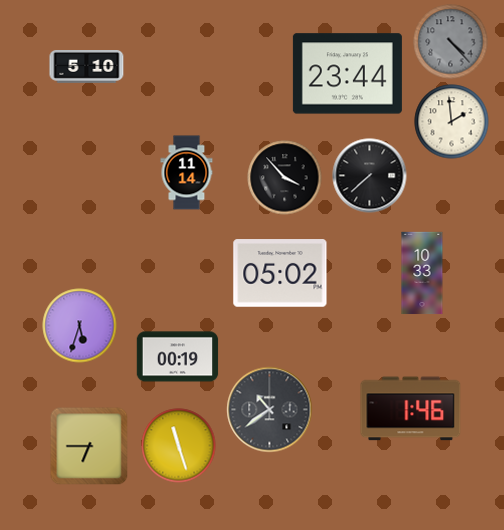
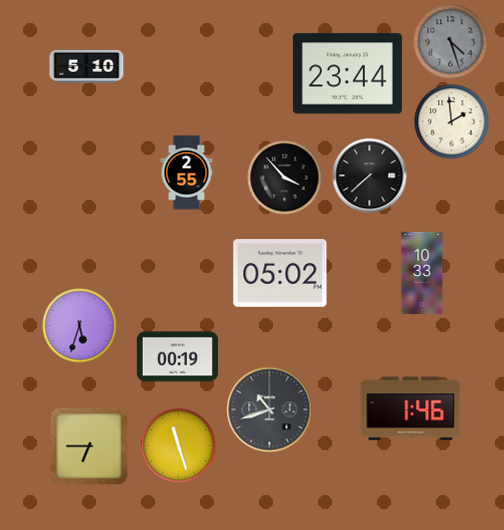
clock at (451, 42): 4:23 -> 4:27
clock at (187, 173): 11:14 -> 2:55
clock at (270, 410): 10:39 -> 10:42
